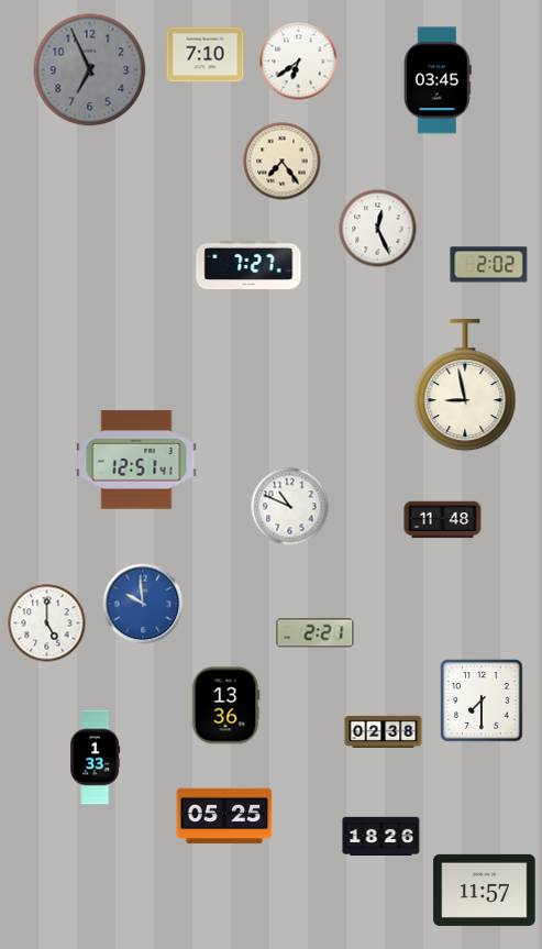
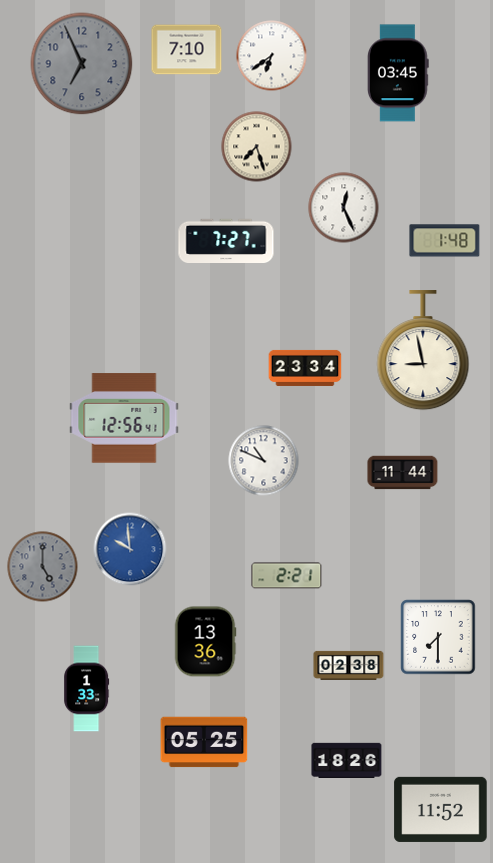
clock at (283, 162): 7:24 -> 7:27
clock at (489, 265): 2:02 -> 1:48
clock at (305, 368): none -> 23:34
clock at (136, 460): 12:51 -> 12:56
clock at (443, 520): 11:48 -> 11:44
clock at (47, 624) dial: white -> grey
clock at (485, 890): 11:57 -> 11:52
